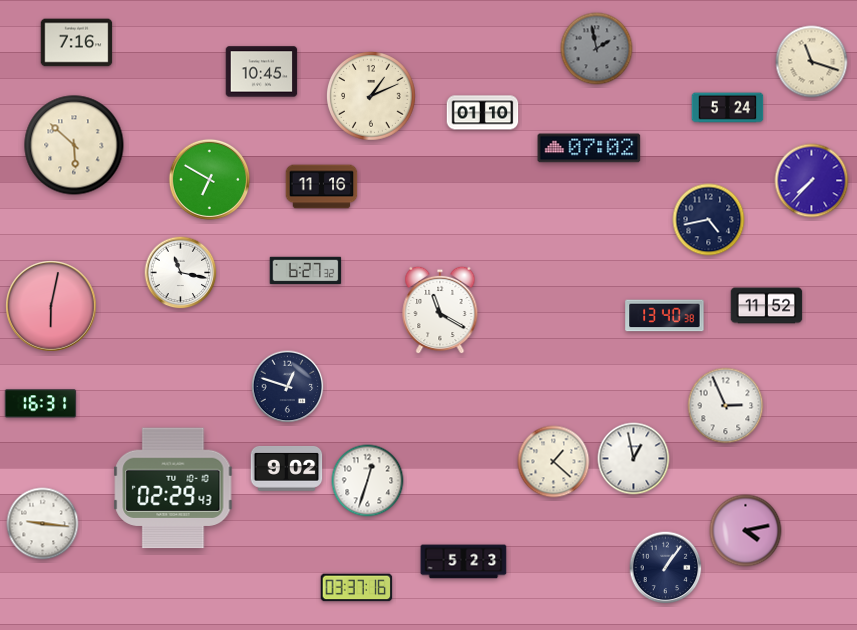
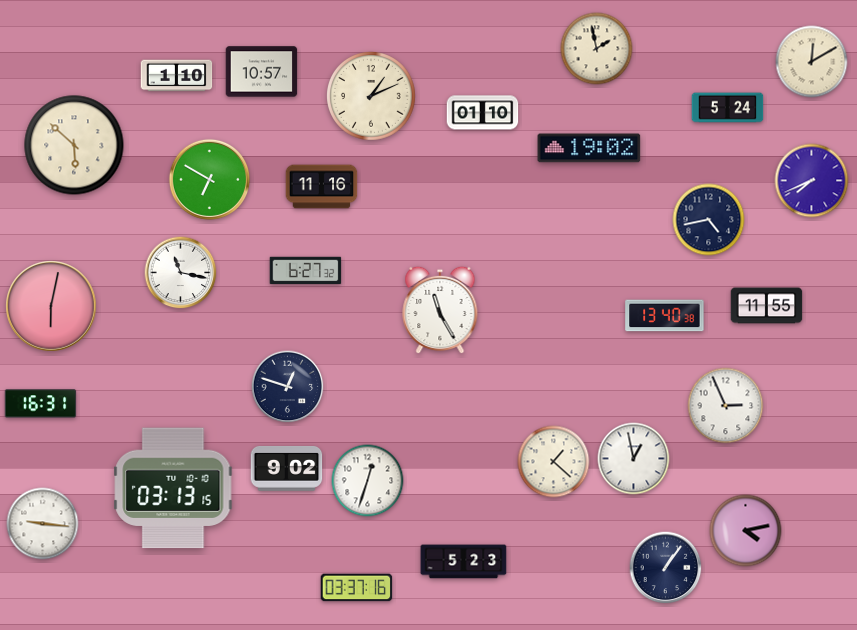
clock at (77, 43): 7:16 -> none
clock at (597, 49) dial: grey -> cream
clock at (812, 62): 11:18 -> 12:10
clock at (262, 72): 10:45 -> 10:57
clock at (177, 76): none -> 1:10
clock at (589, 148): 07:02 -> 19:02
clock at (812, 181): 7:37 -> 7:41
clock at (767, 306): 11:52 -> 11:55
clock at (440, 310): 11:20 -> 11:25
clock at (173, 488): 02:29 -> 03:13
